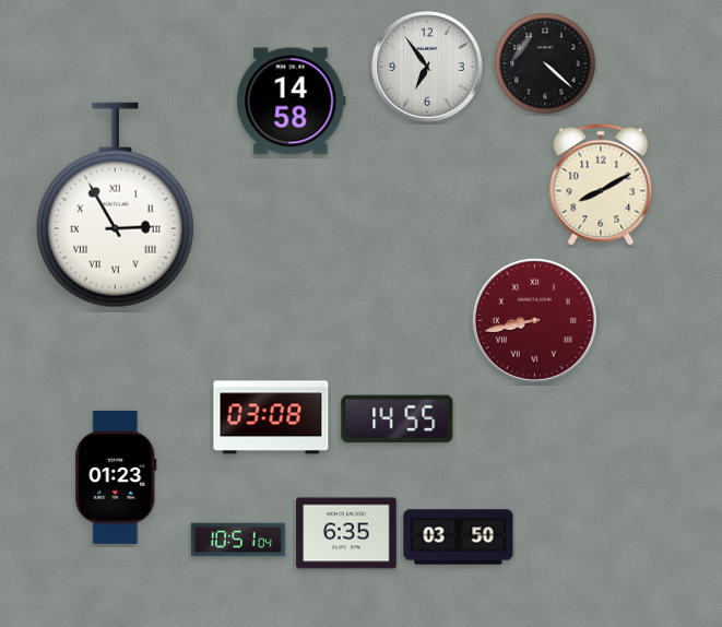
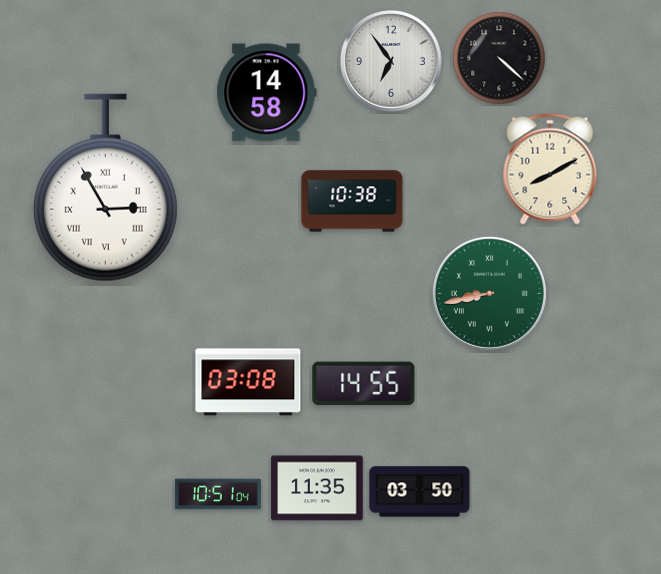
clock at (352, 201): none -> 10:38
clock at (534, 320) dial: burgundy -> green
clock at (116, 477): 01:23 -> none
clock at (346, 533): 6:35 -> 11:35
